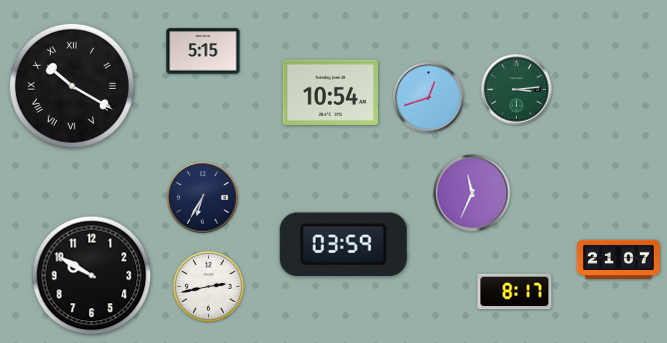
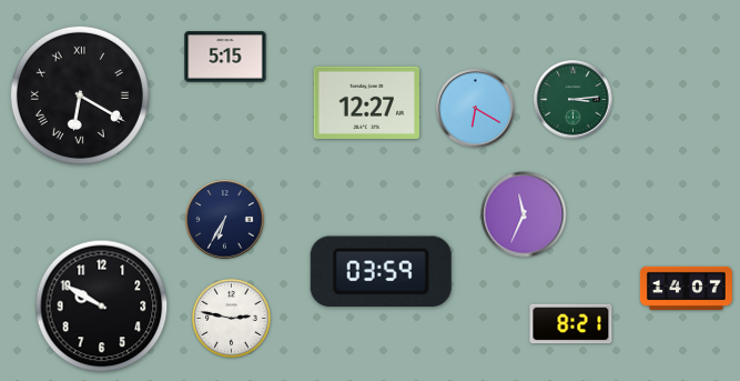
clock at (72, 86): 10:20 -> 6:20
clock at (330, 92): 10:54 -> 12:27
clock at (429, 98): 12:42 -> 6:20
clock at (618, 259): 21:07 -> 14:07
clock at (208, 286): 2:43 -> 2:47
clock at (515, 292): 8:17 -> 8:21
